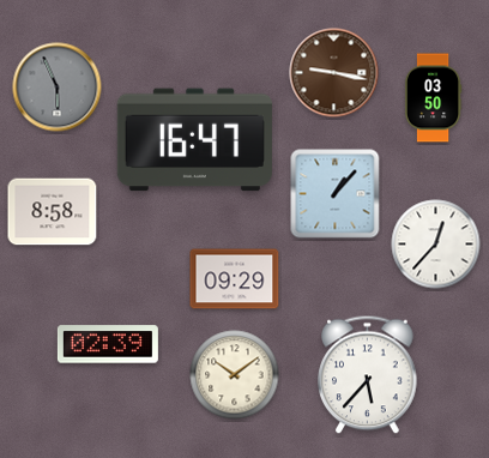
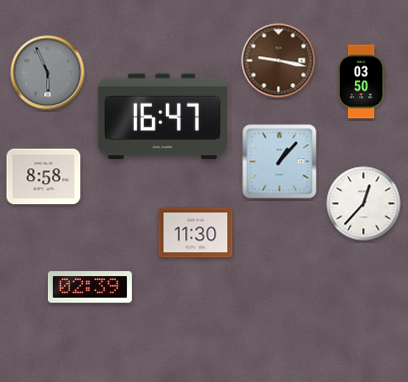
clock at (235, 279): 09:29 -> 11:30
clock at (235, 375): 10:09 -> none
clock at (368, 375): 5:37 -> none
